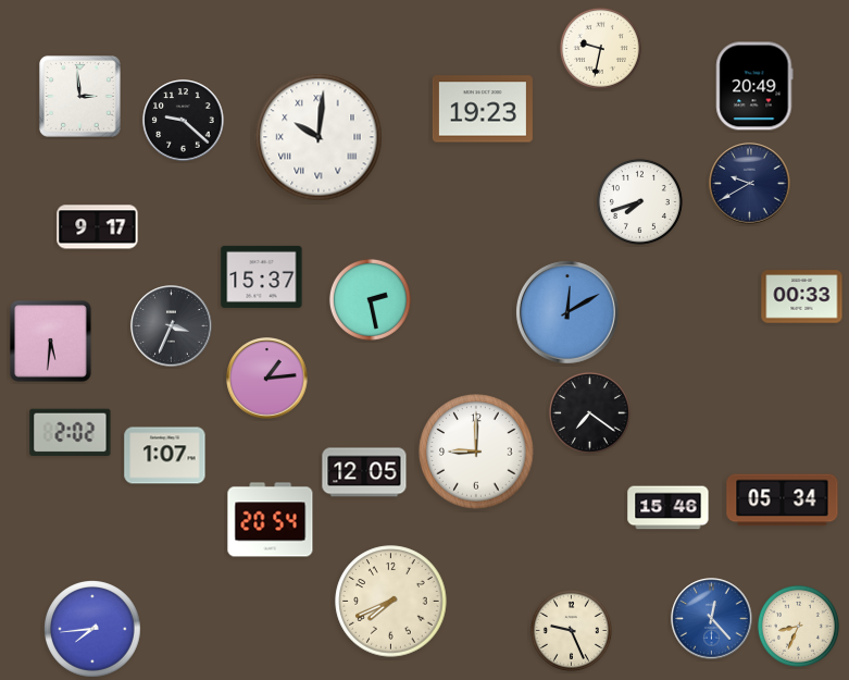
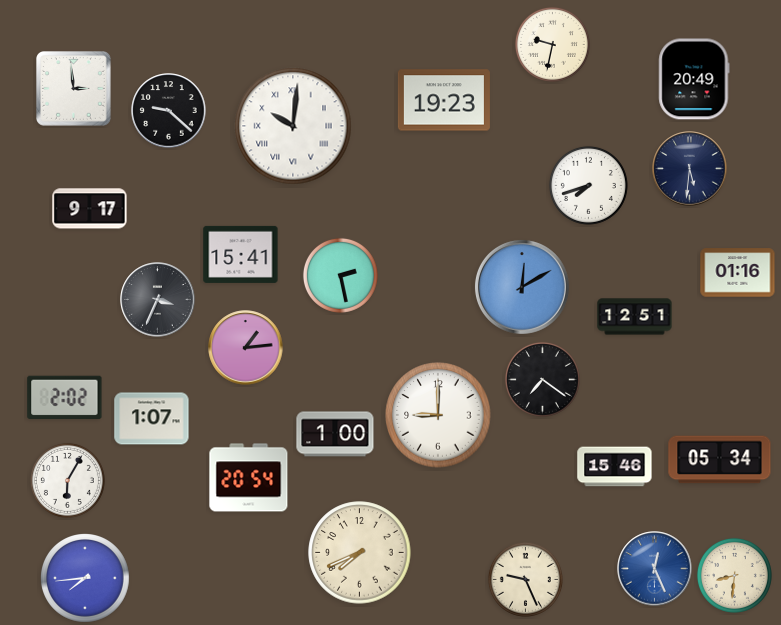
clock at (750, 184): 9:40 -> 5:31
clock at (262, 276): 15:37 -> 15:41
clock at (802, 297): 00:33 -> 01:16
clock at (51, 342): 5:31 -> none
clock at (635, 317): none -> 12:51
clock at (364, 472): 12:05 -> 1:00
clock at (67, 480): none -> 6:05
clock at (712, 619): 12:23 -> 12:26
clock at (798, 626): 8:34 -> 8:31
